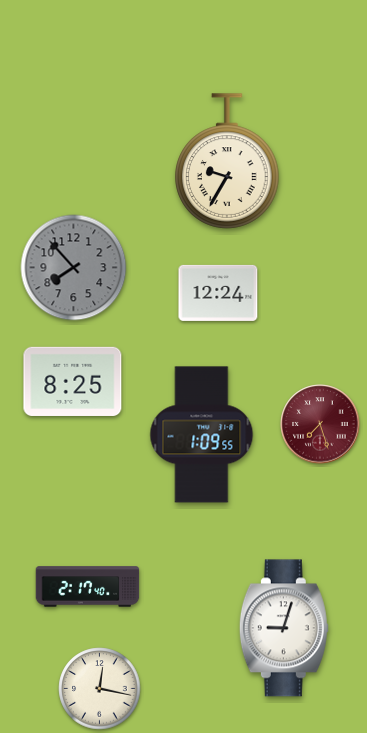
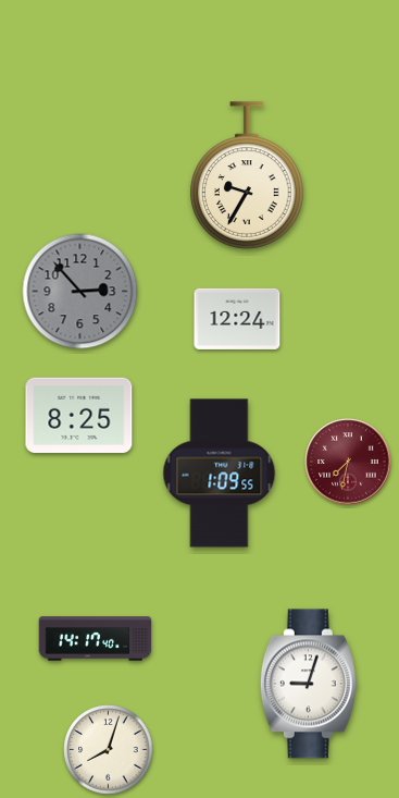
clock at (74, 268): 7:53 -> 2:53
clock at (320, 424): 7:27 -> 7:32
clock at (88, 587): 2:17 -> 14:17
clock at (100, 689): 12:17 -> 8:03
